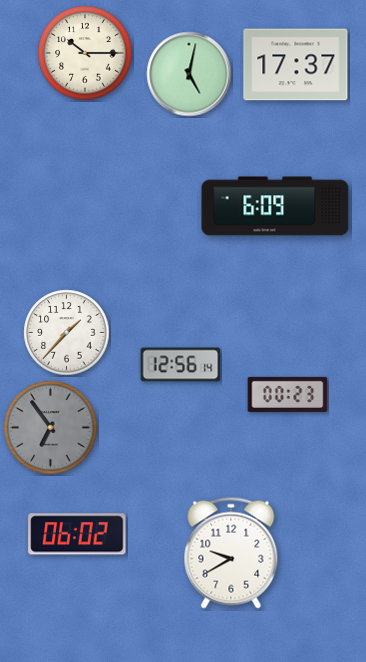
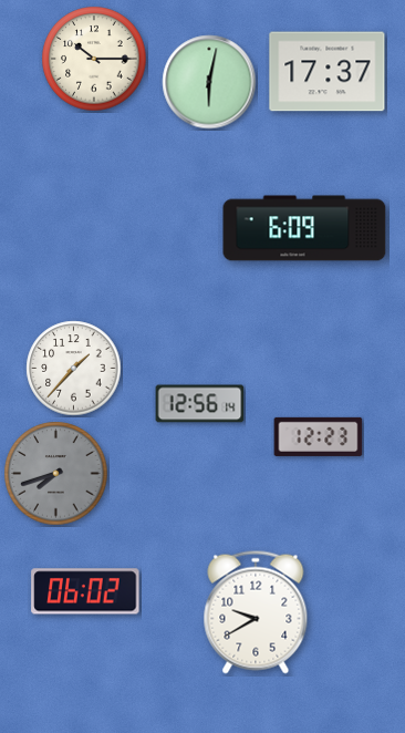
clock at (189, 74): 5:02 -> 6:02
clock at (288, 394): 00:23 -> 12:23
clock at (51, 428): 6:54 -> 7:42
